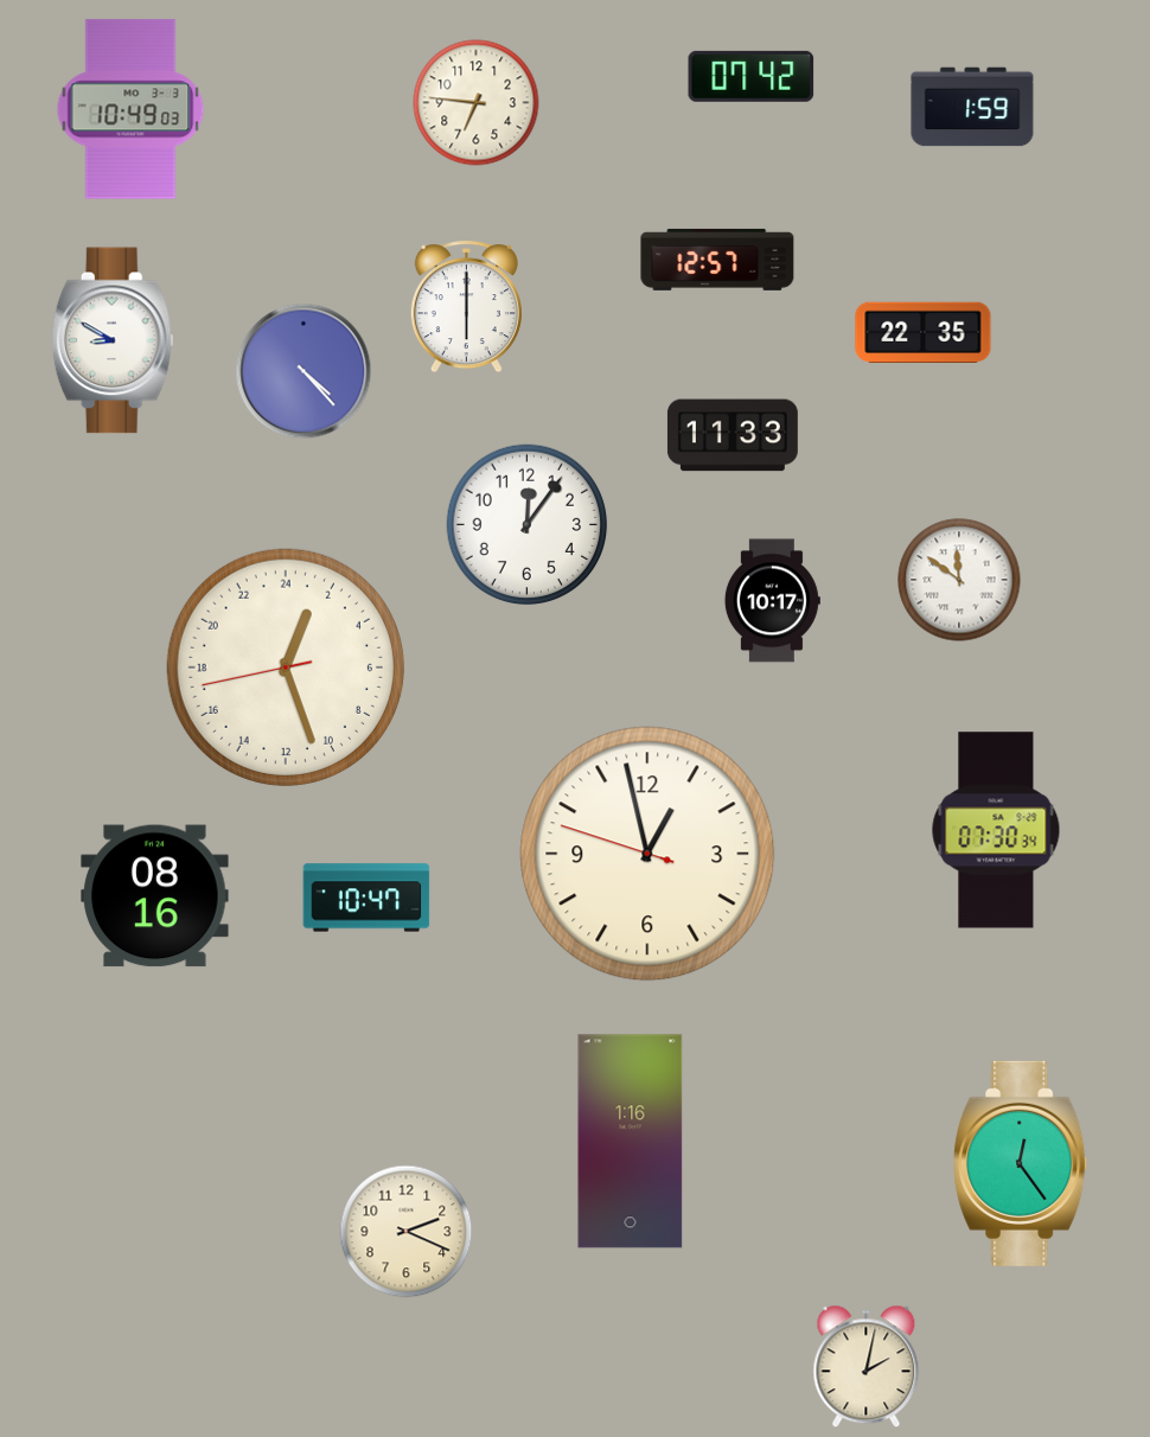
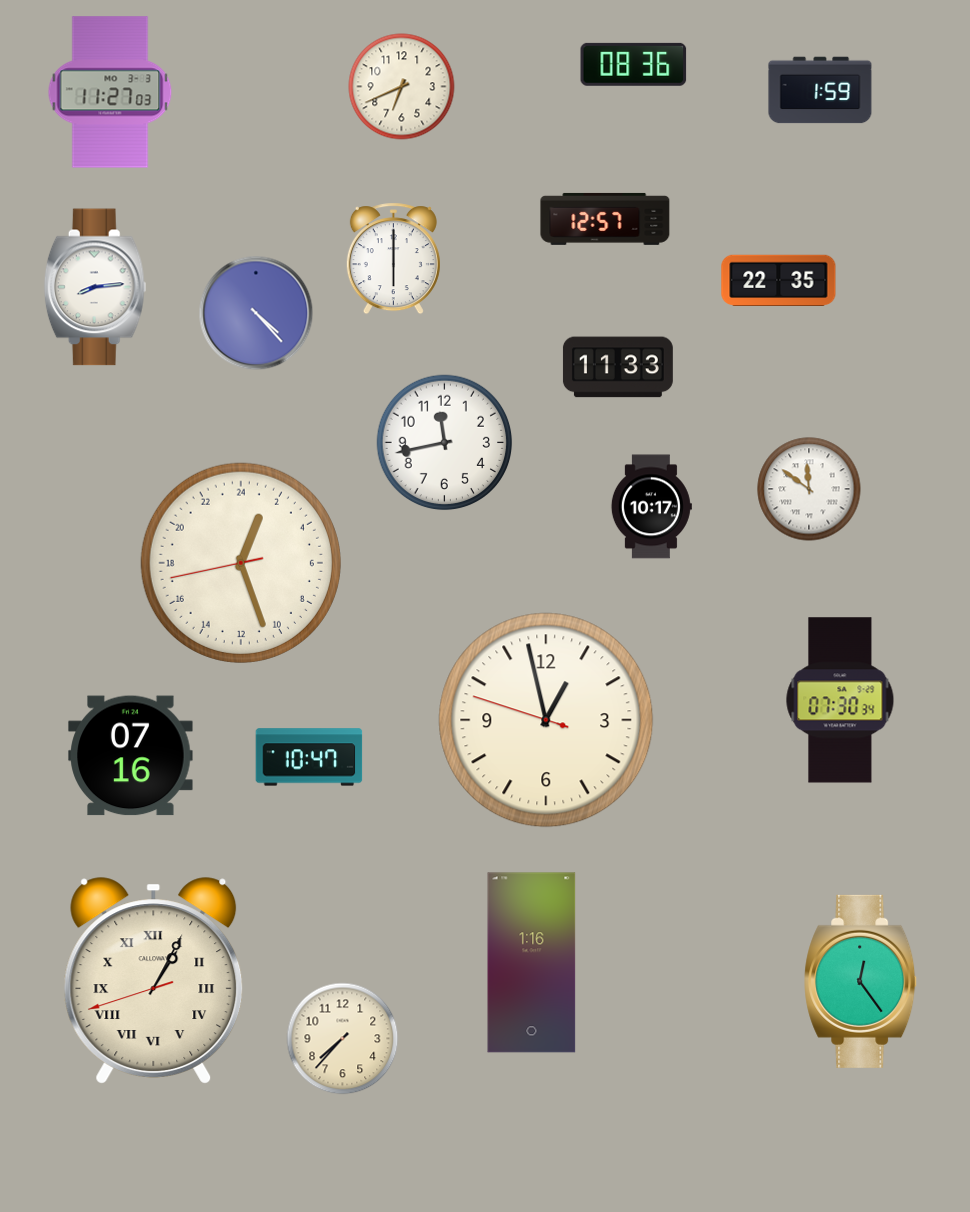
clock at (752, 76): 07:42 -> 08:36
clock at (477, 103): 6:46 -> 6:41
clock at (130, 109): 10:49 -> 11:27
clock at (113, 340): 8:50 -> 8:14
clock at (528, 525): 12:06 -> 11:43
clock at (155, 896): 08:16 -> 07:16
clock at (154, 981): none -> 1:04
clock at (407, 1232): 2:19 -> 7:37
clock at (867, 1367): 2:02 -> none
